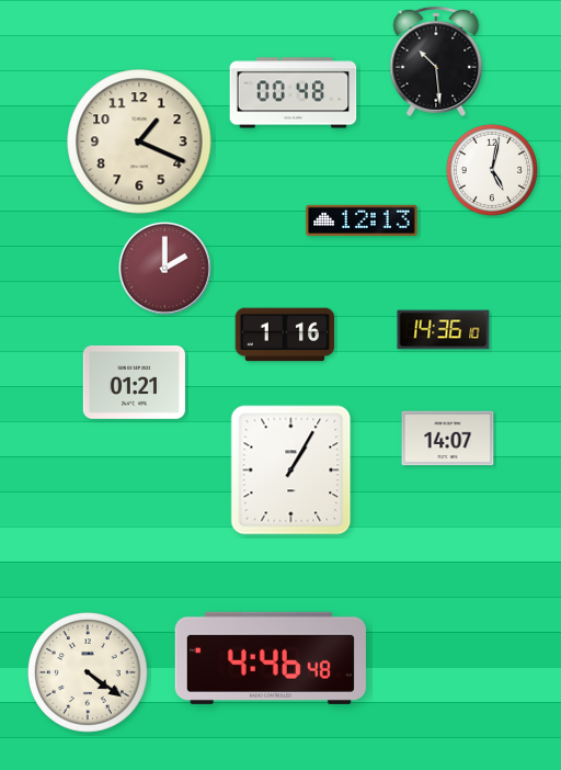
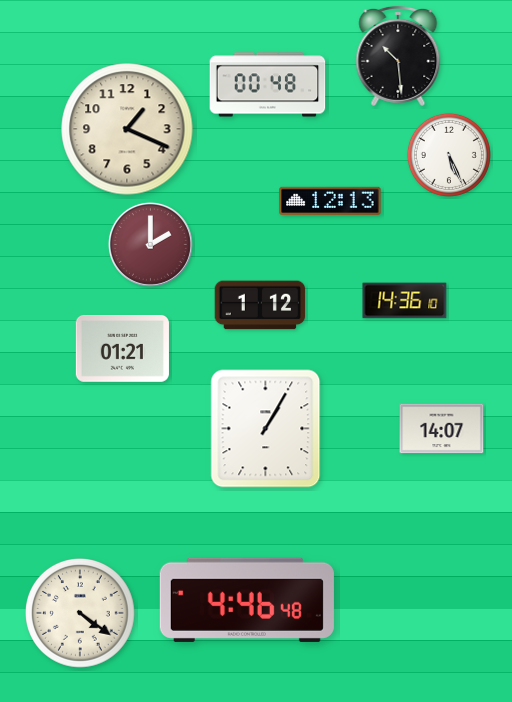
clock at (492, 170): 5:02 -> 5:26
clock at (285, 335): 1:16 -> 1:12
clock at (448, 439) position: (448, 439) -> (442, 429)
